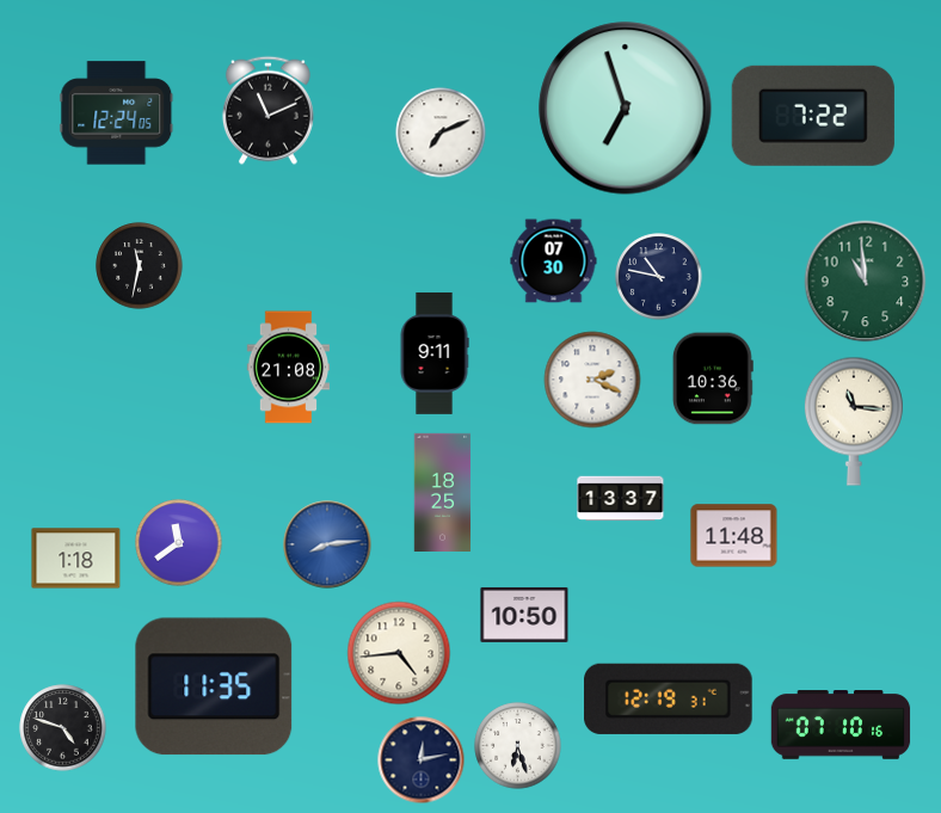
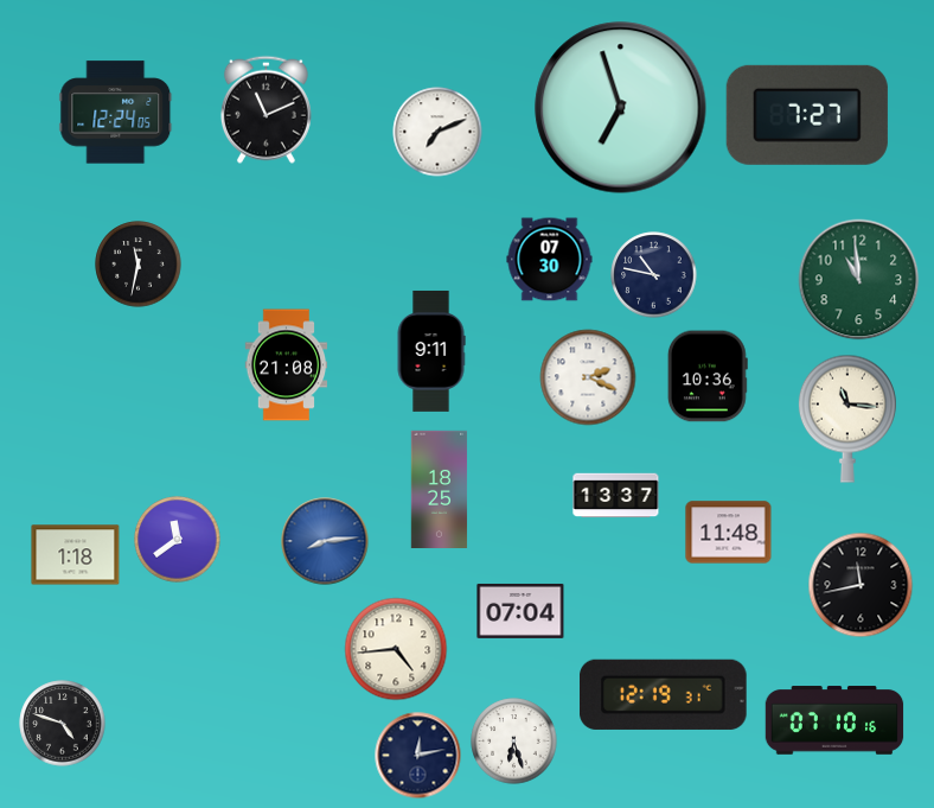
clock at (813, 116): 7:22 -> 7:27
clock at (861, 585): none -> 11:43
clock at (524, 615): 10:50 -> 07:04
clock at (214, 686): 11:35 -> none
